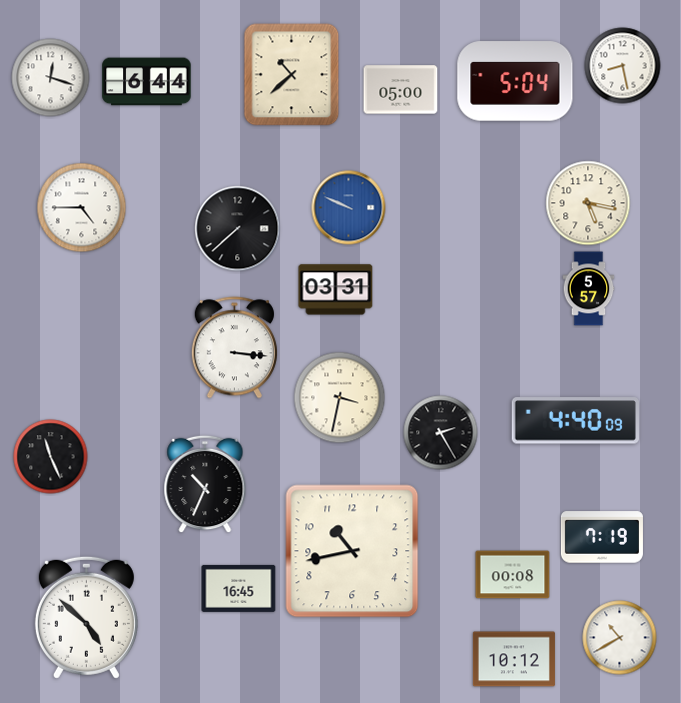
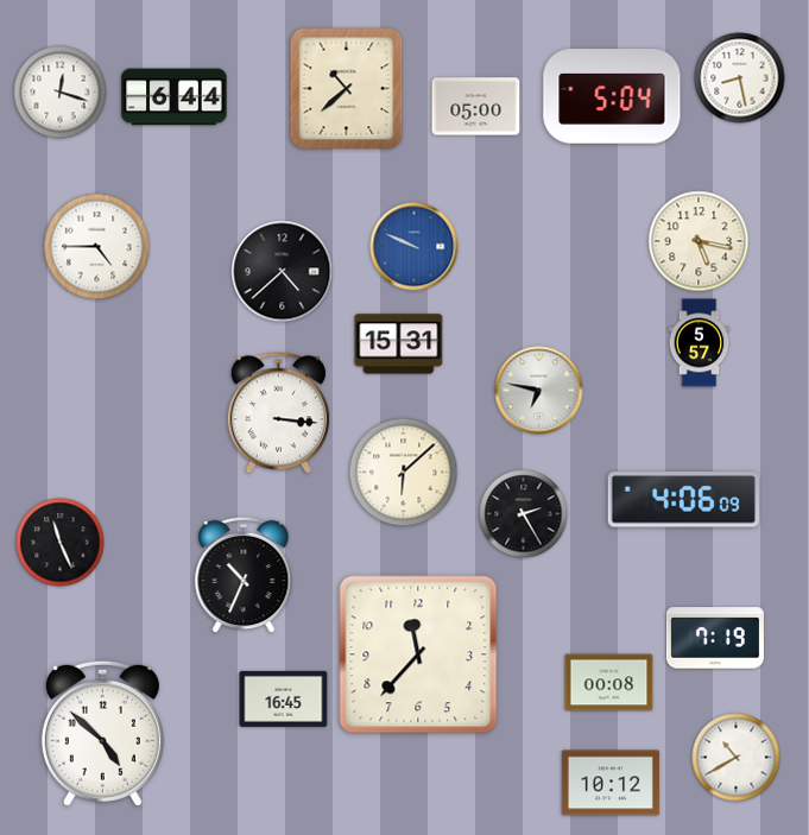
clock at (238, 229): 7:38 -> 4:38
clock at (336, 290): 03:31 -> 15:31
clock at (539, 391): none -> 6:47
clock at (340, 398): 3:32 -> 6:08
clock at (575, 421): 4:40 -> 4:06
clock at (352, 551): 10:43 -> 11:37
